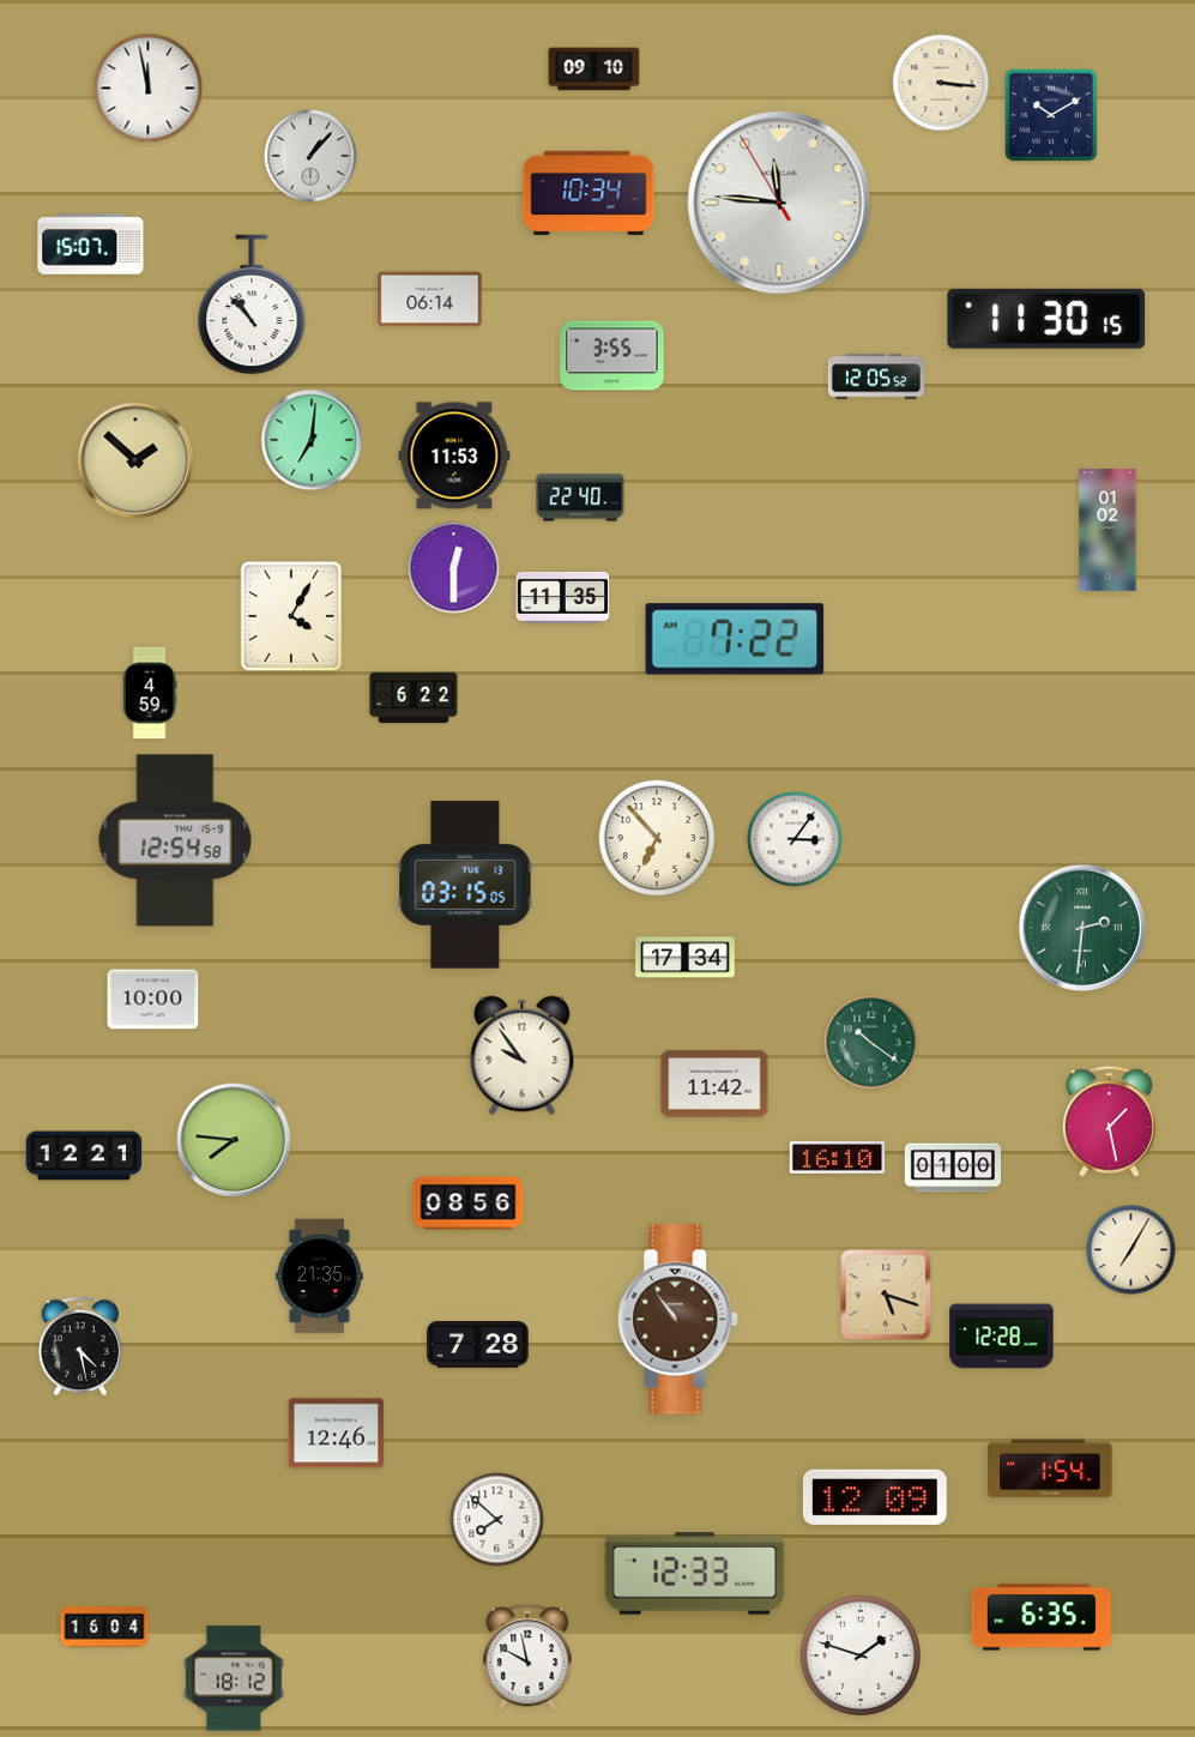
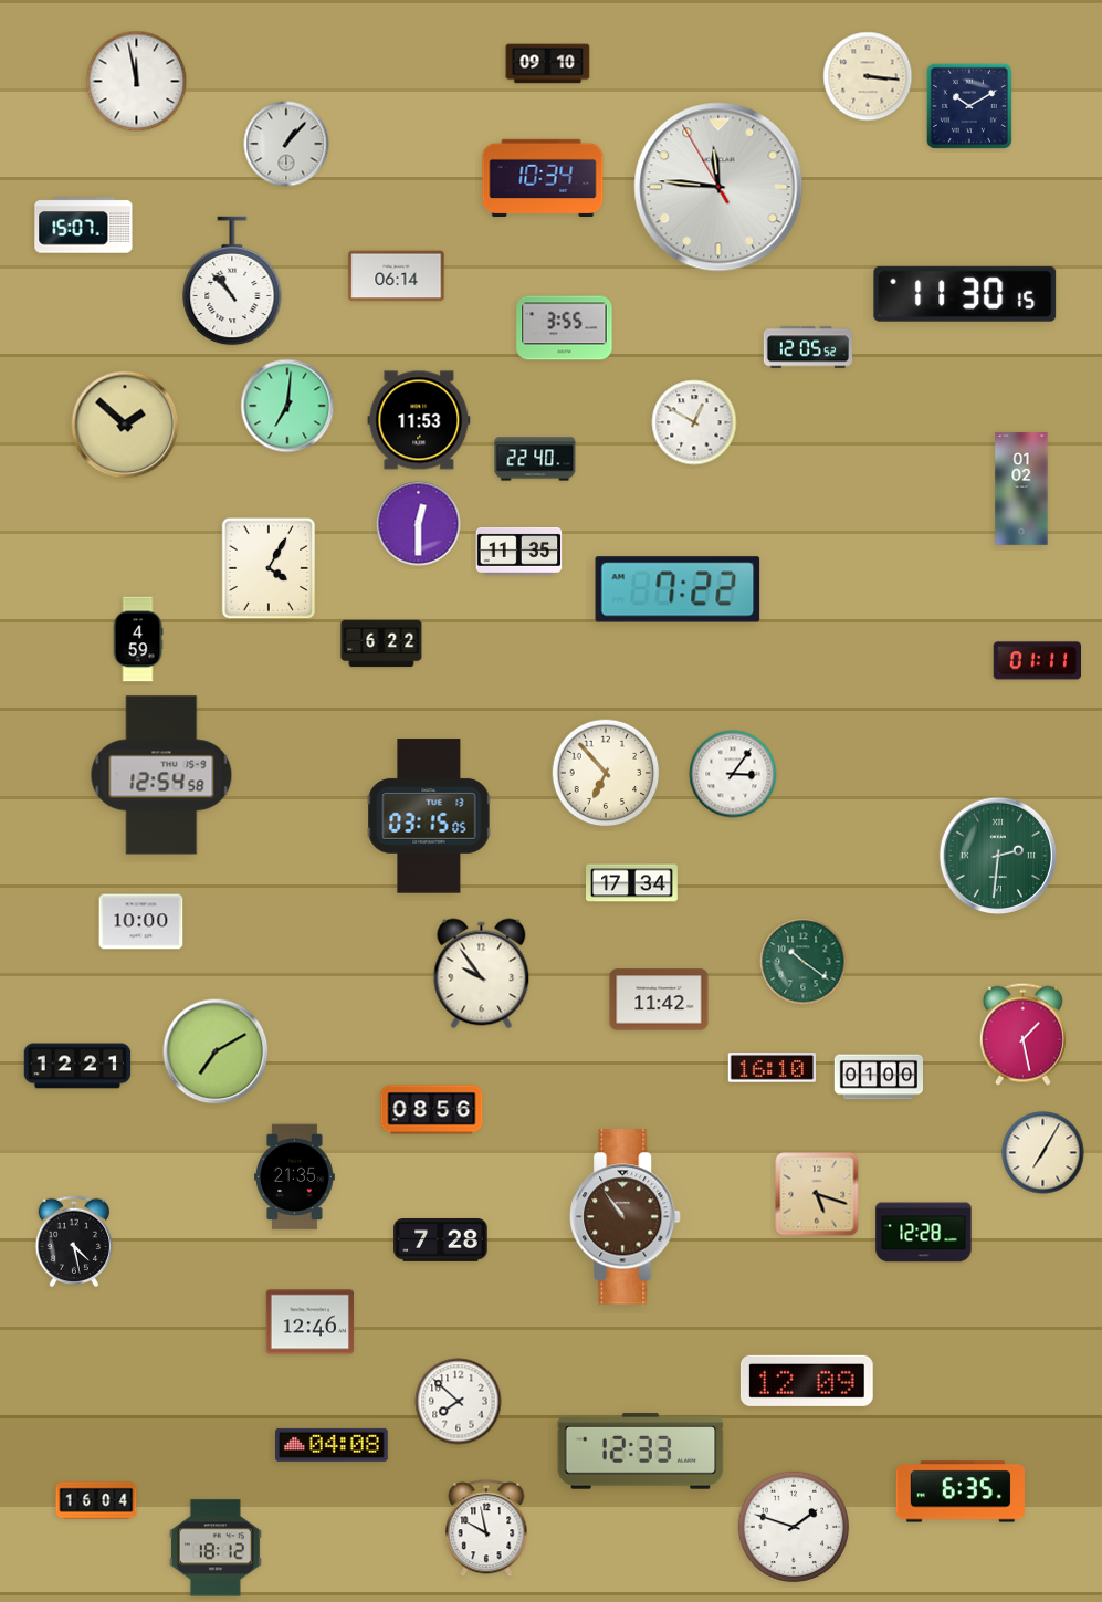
clock at (694, 422): none -> 12:50
clock at (1037, 661): none -> 01:11
clock at (234, 1140): 7:46 -> 7:10
clock at (1050, 1468): 1:54 -> none
clock at (332, 1445): none -> 04:08
